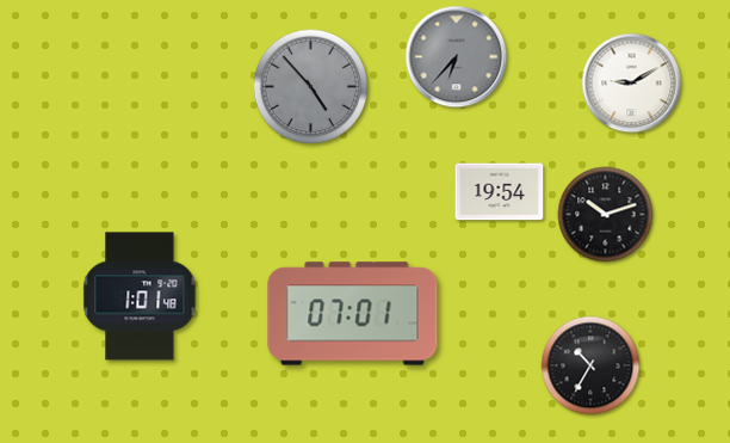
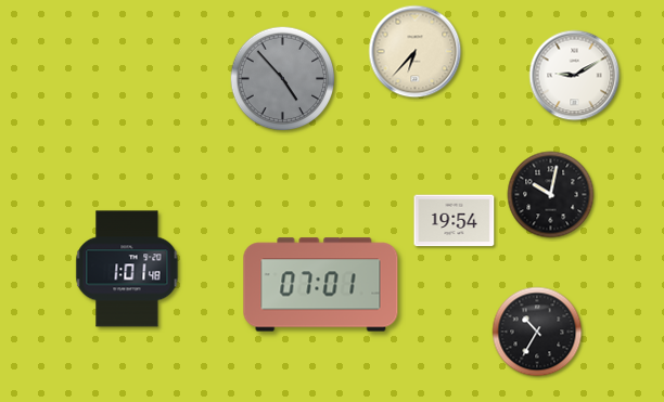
clock at (457, 57) dial: grey -> cream
clock at (500, 192) position: (500, 192) -> (455, 221)
clock at (606, 215): 10:12 -> 10:02
